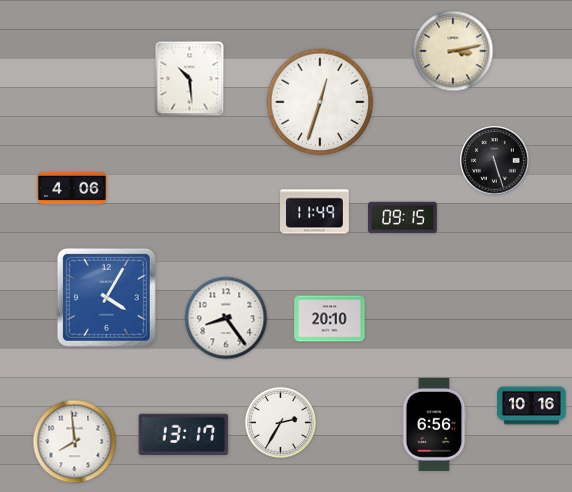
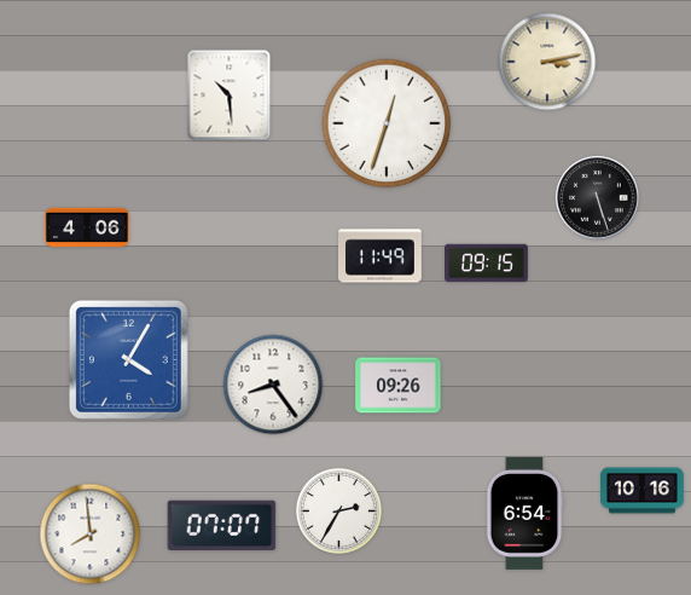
clock at (495, 161) position: (495, 161) -> (598, 198)
clock at (330, 319): 20:10 -> 09:26
clock at (434, 424): 6:56 -> 6:54
clock at (184, 435): 13:17 -> 07:07
